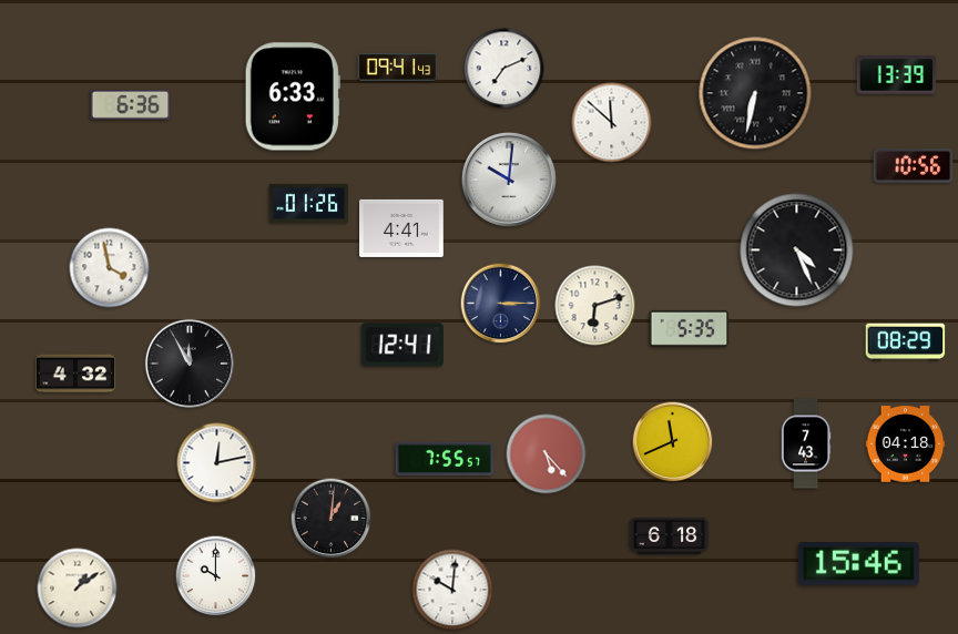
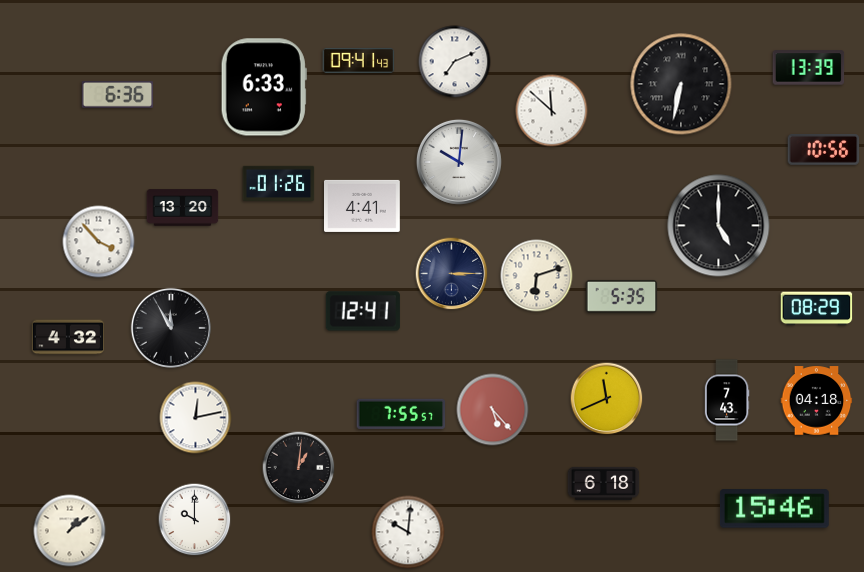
clock at (183, 208): none -> 13:20
clock at (797, 250): 4:26 -> 5:00
clock at (110, 268): 3:58 -> 3:53
